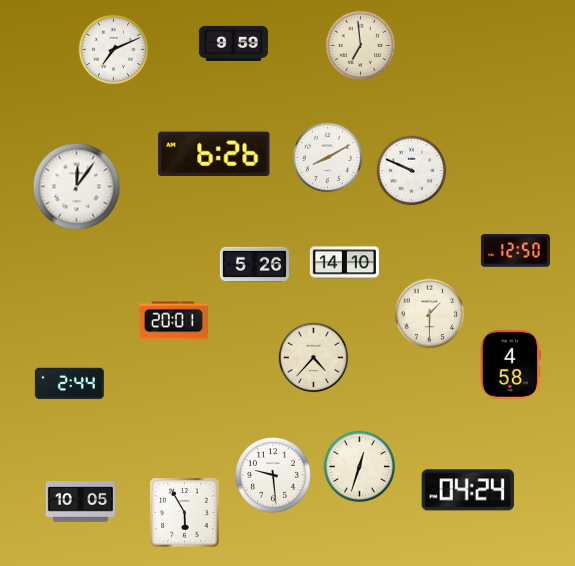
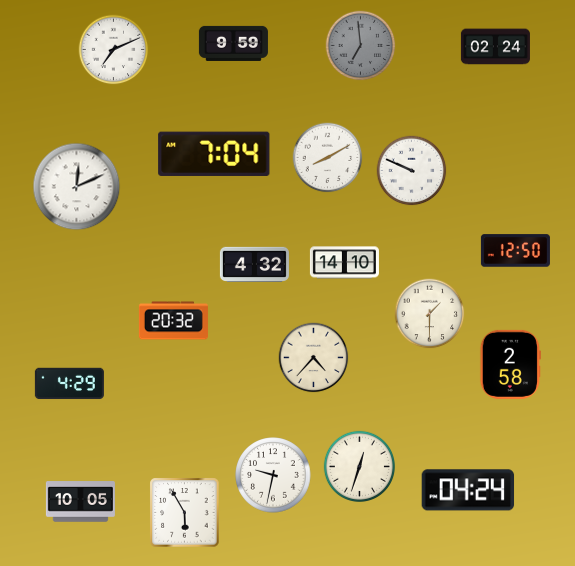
clock at (361, 46) dial: cream -> grey
clock at (495, 47): none -> 02:24
clock at (214, 154): 6:26 -> 7:04
clock at (77, 187): 12:06 -> 12:11
clock at (254, 265): 5:26 -> 4:32
clock at (173, 321): 20:01 -> 20:32
clock at (510, 364): 4:58 -> 2:58
clock at (69, 384): 2:44 -> 4:29
clock at (273, 475): 9:29 -> 9:32
